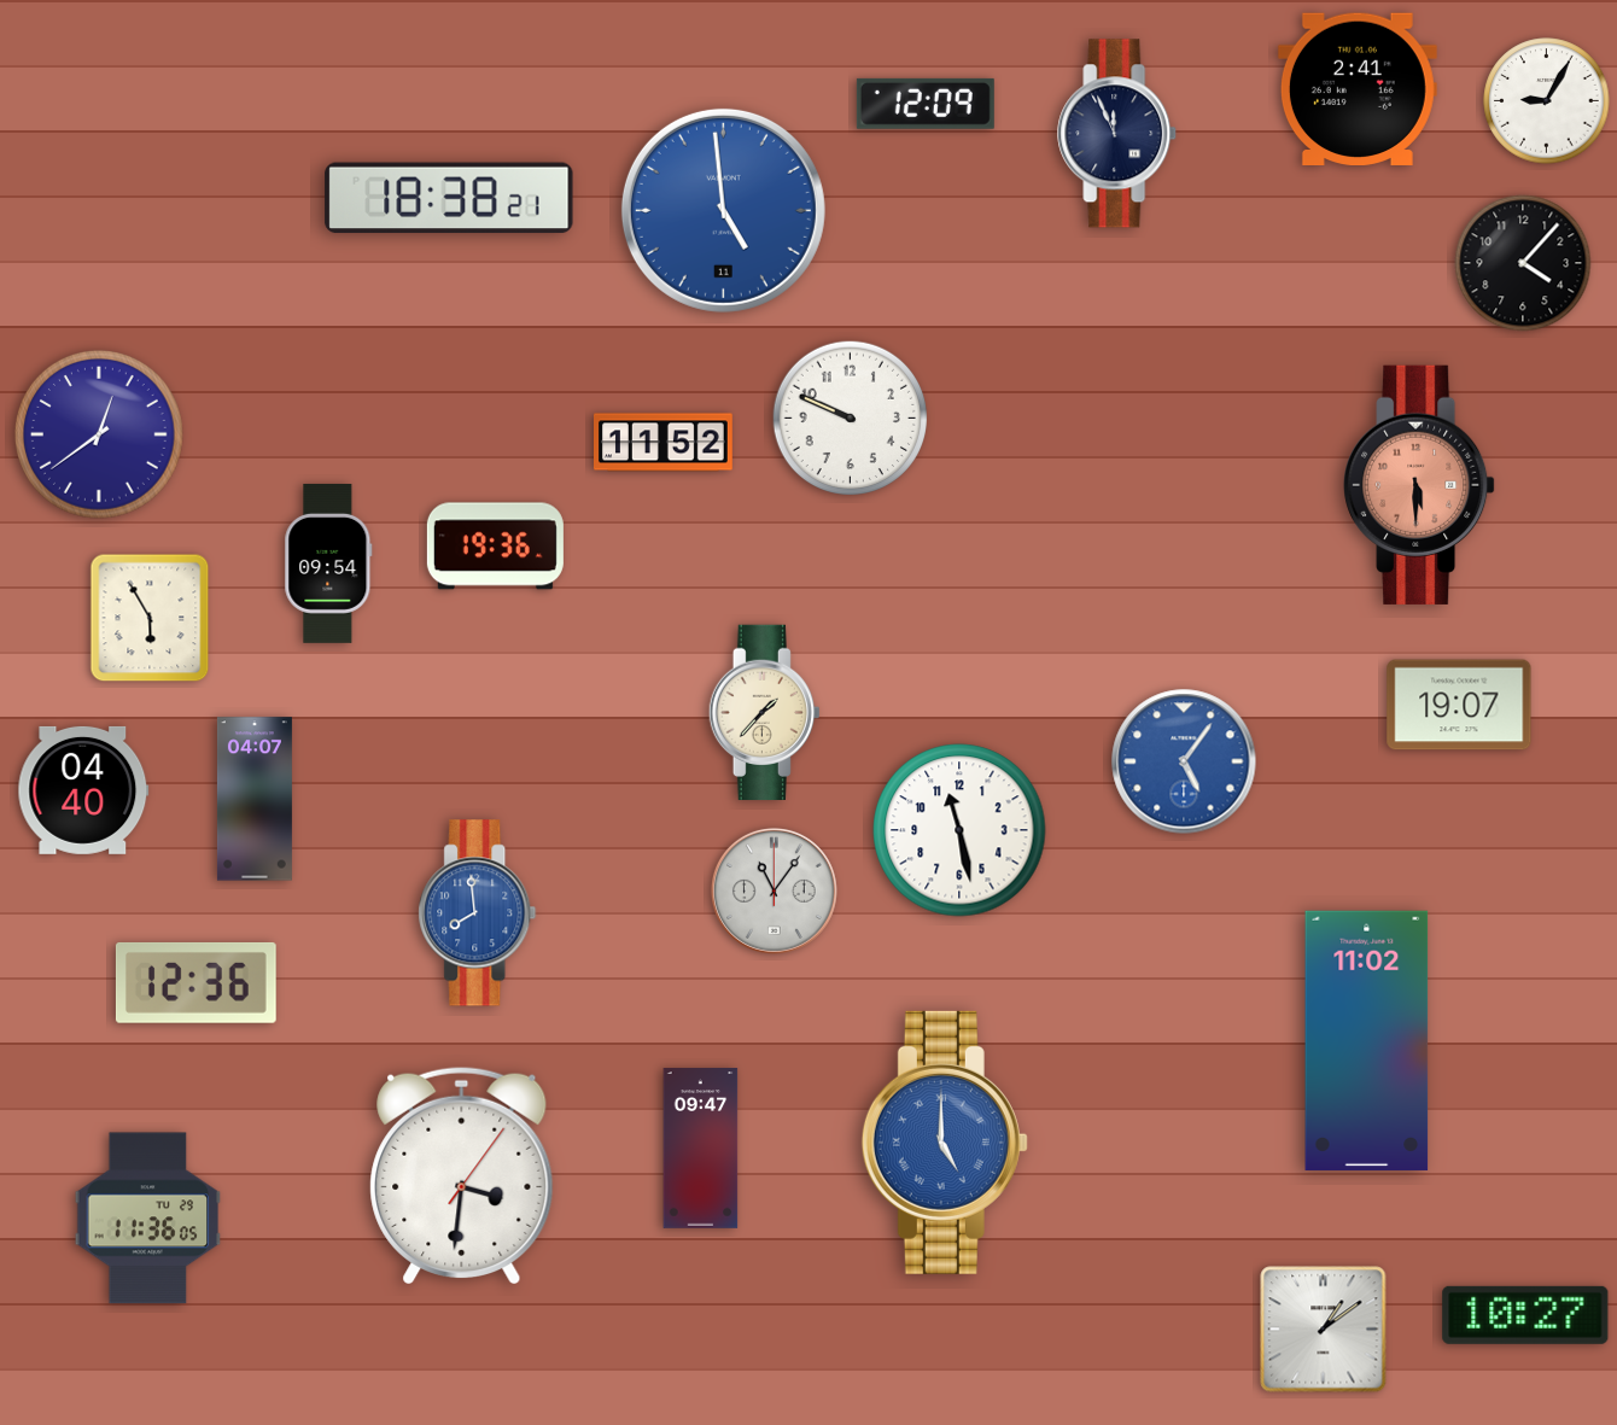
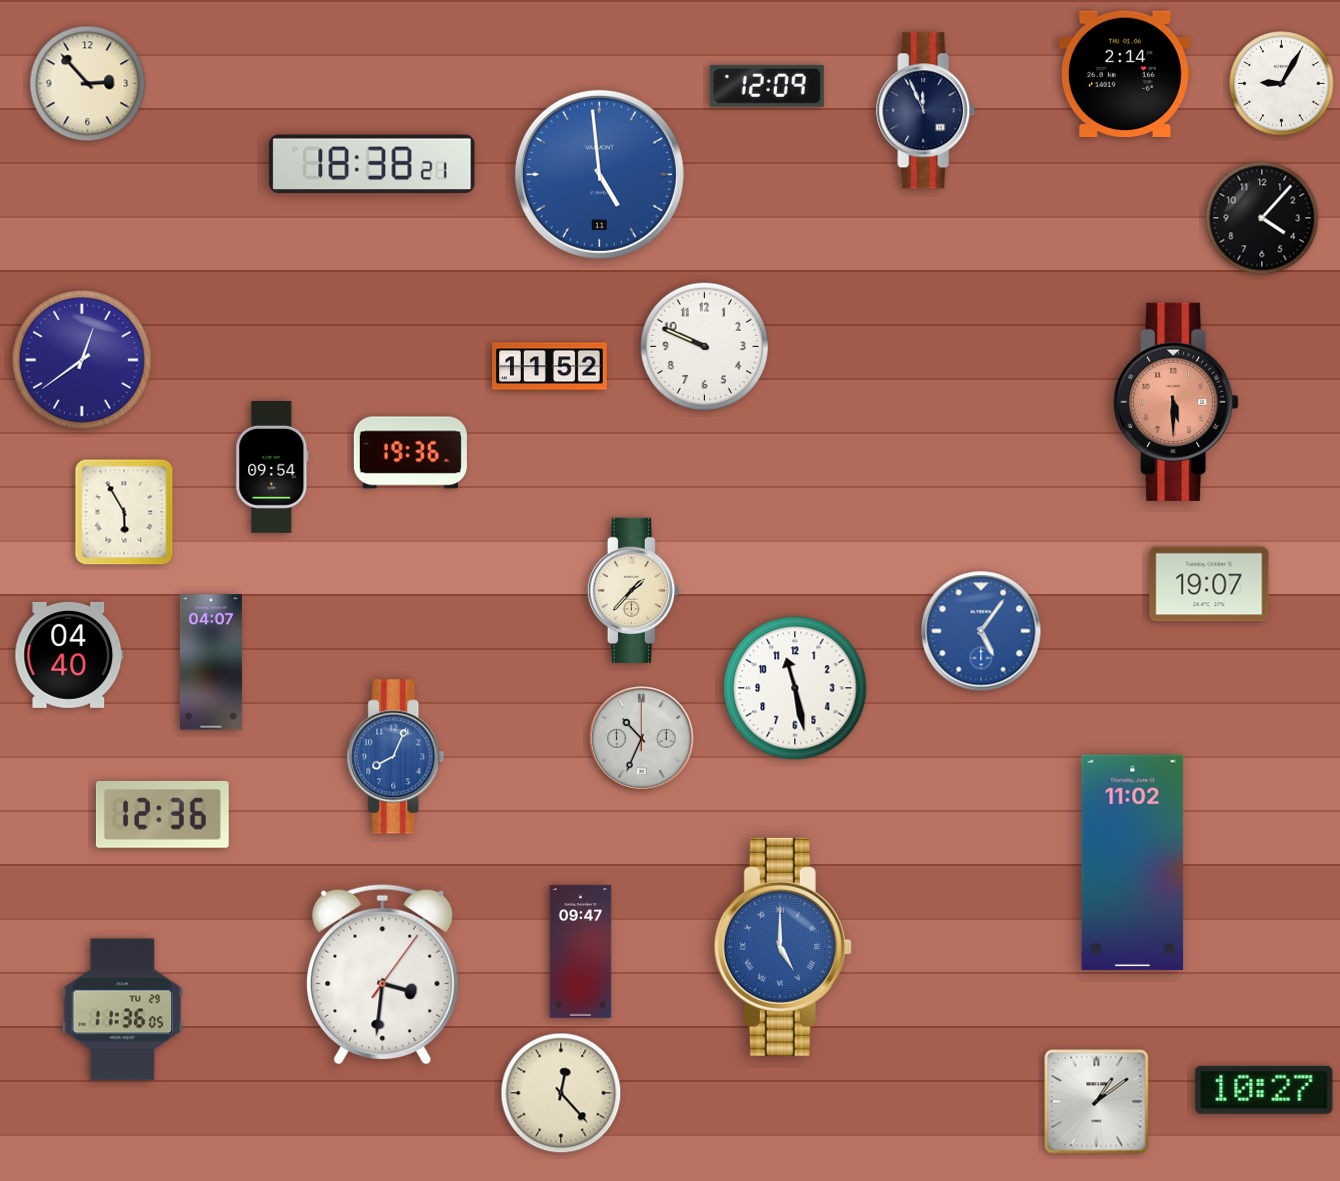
clock at (1358, 88): 2:41 -> 2:14
clock at (88, 84): none -> 2:53
clock at (774, 890): 11:06 -> 10:34
clock at (478, 913): 7:59 -> 8:04
clock at (561, 1093): none -> 12:23
